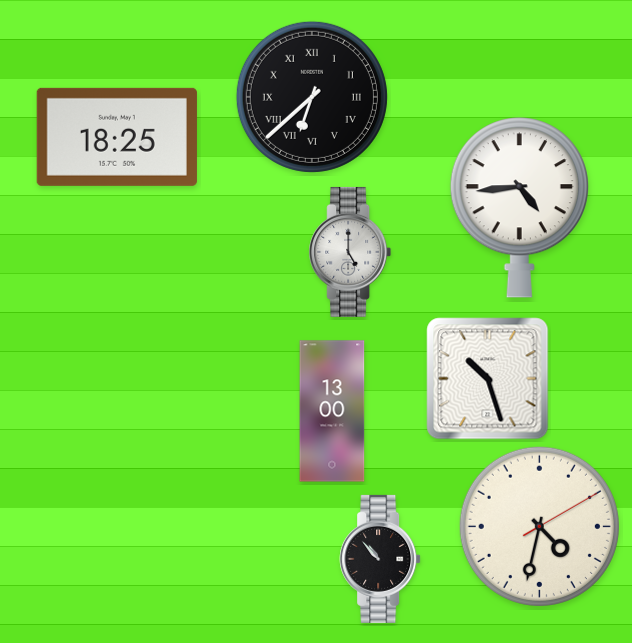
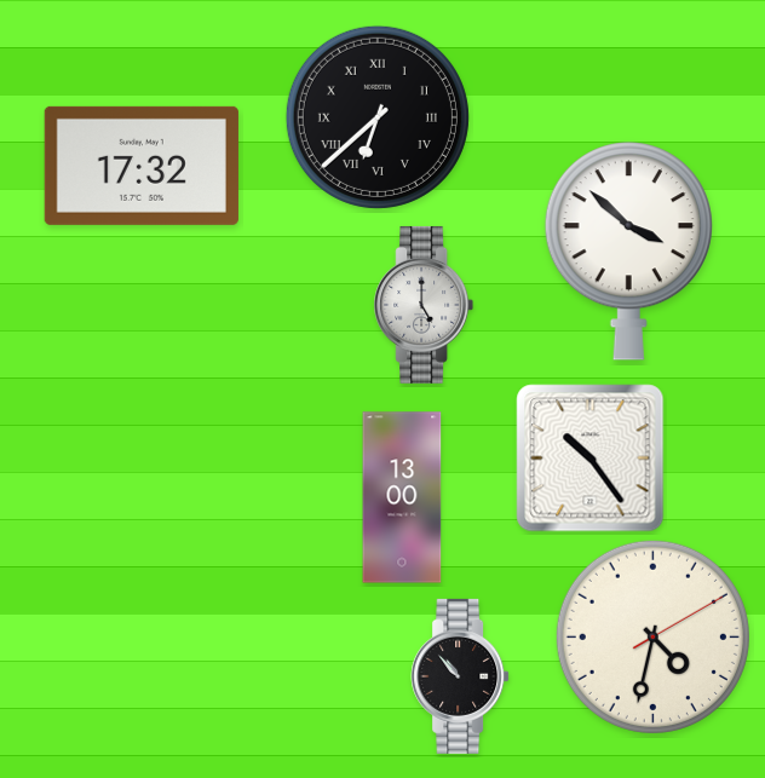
clock at (117, 137): 18:25 -> 17:32
clock at (519, 208): 4:44 -> 3:52
clock at (488, 379): 10:27 -> 10:24
